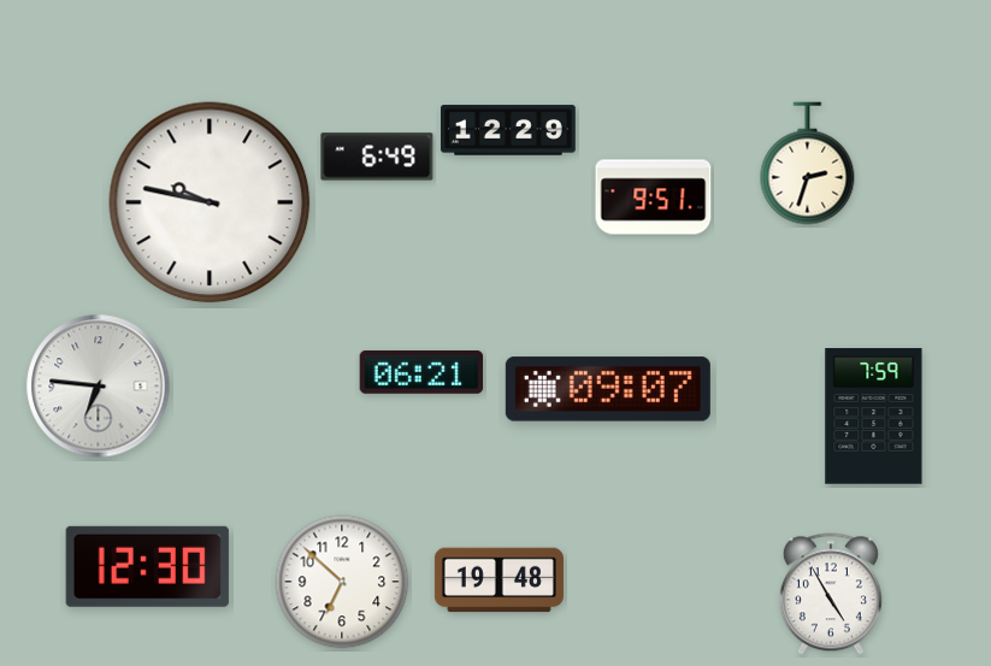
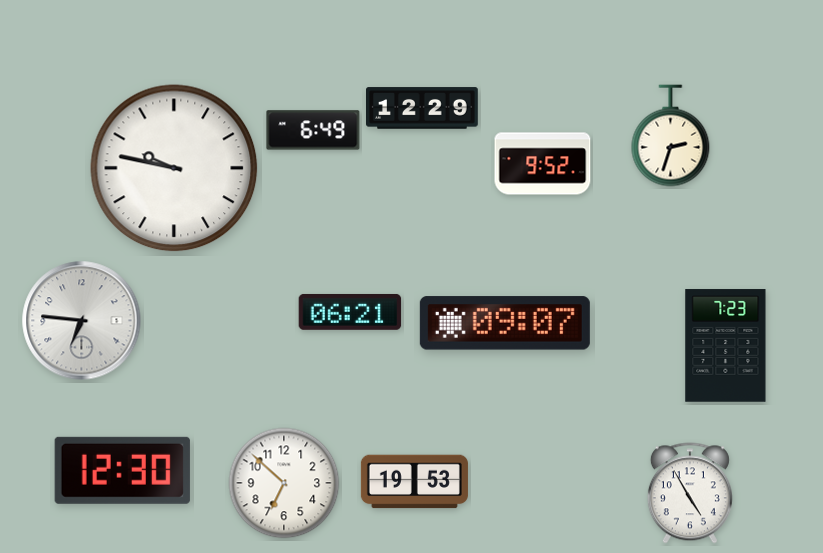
clock at (654, 198): 9:51 -> 9:52
clock at (421, 372) position: (421, 372) -> (350, 312)
clock at (874, 417): 7:59 -> 7:23
clock at (499, 580): 19:48 -> 19:53
